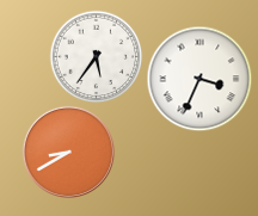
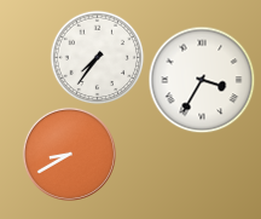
clock at (96, 56): 5:36 -> 7:36
clock at (199, 79): 3:34 -> 3:35
